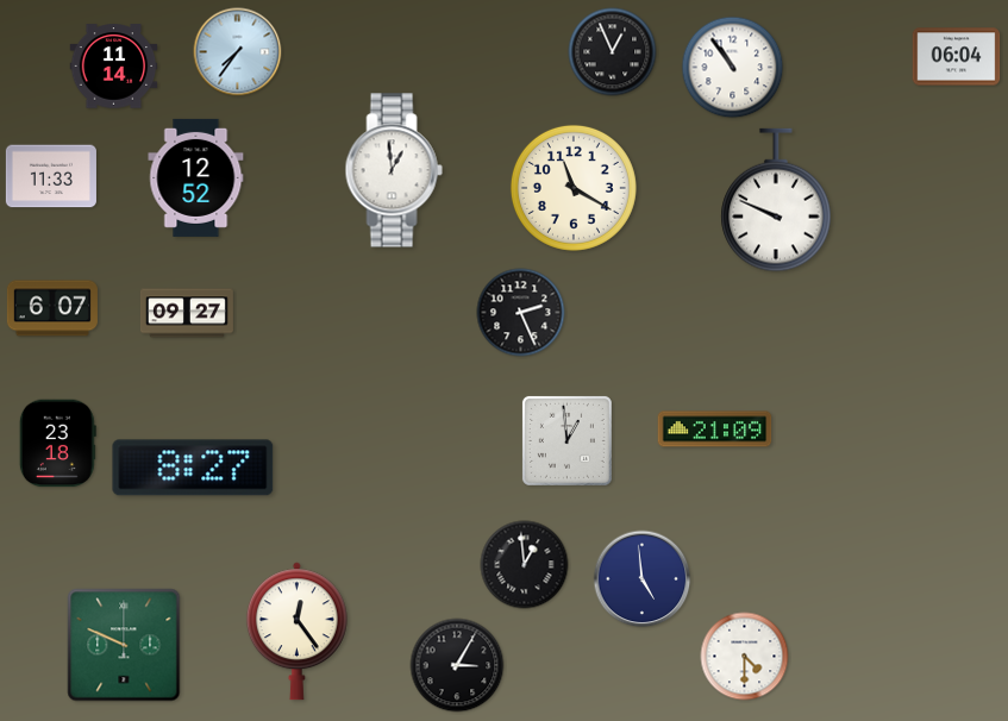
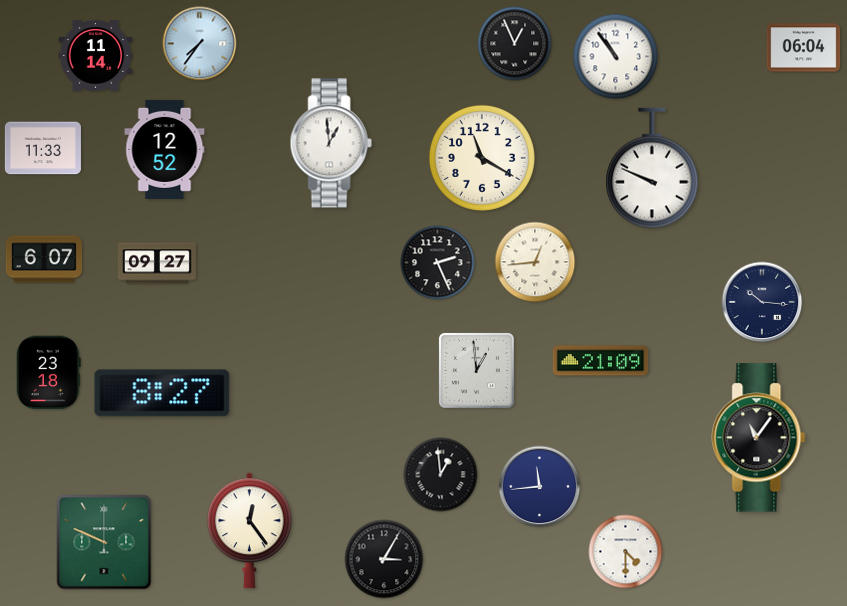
clock at (535, 262): none -> 12:44
clock at (762, 302): none -> 10:16
clock at (759, 438): none -> 11:06
clock at (643, 579): 4:59 -> 11:44
